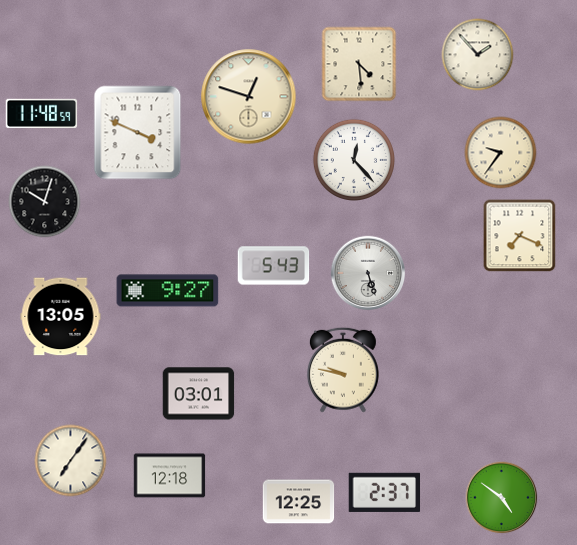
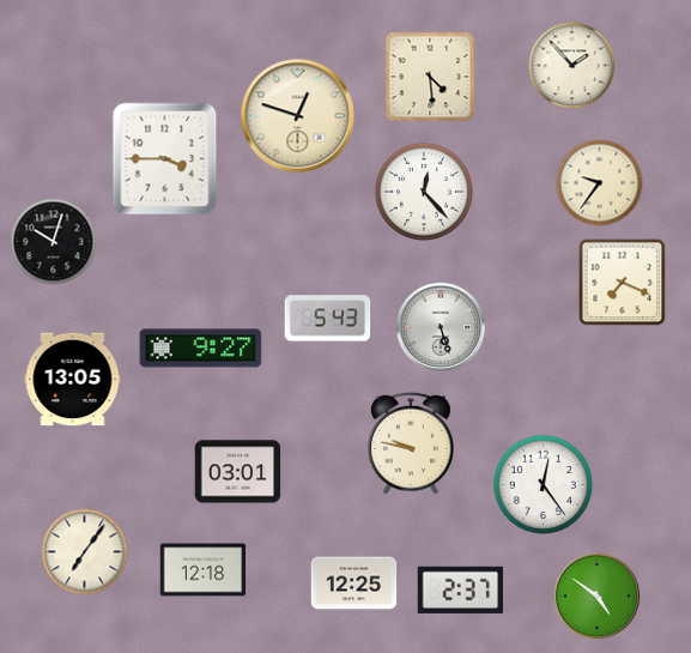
clock at (42, 114): 11:48 -> none
clock at (138, 133): 3:49 -> 3:45
clock at (543, 484): none -> 12:24
clock at (502, 498) position: (502, 498) -> (598, 597)
clock at (299, 502) position: (299, 502) -> (354, 584)
